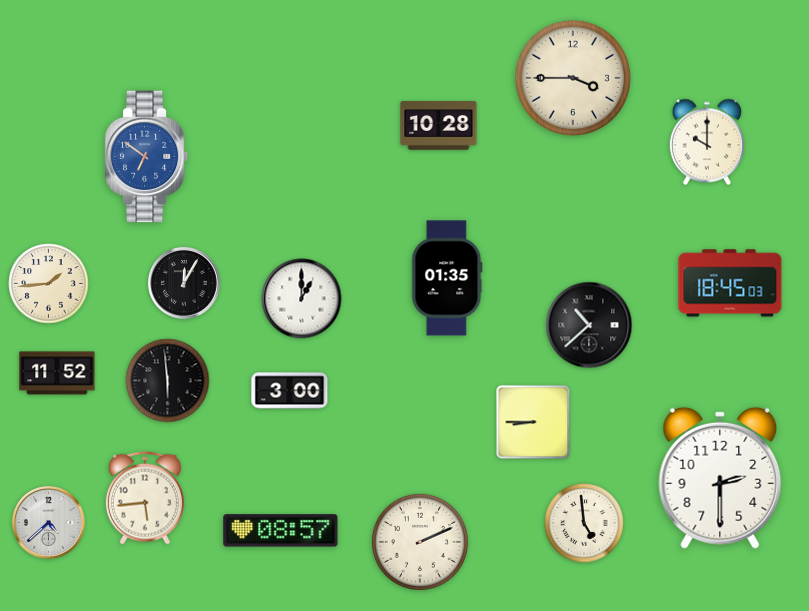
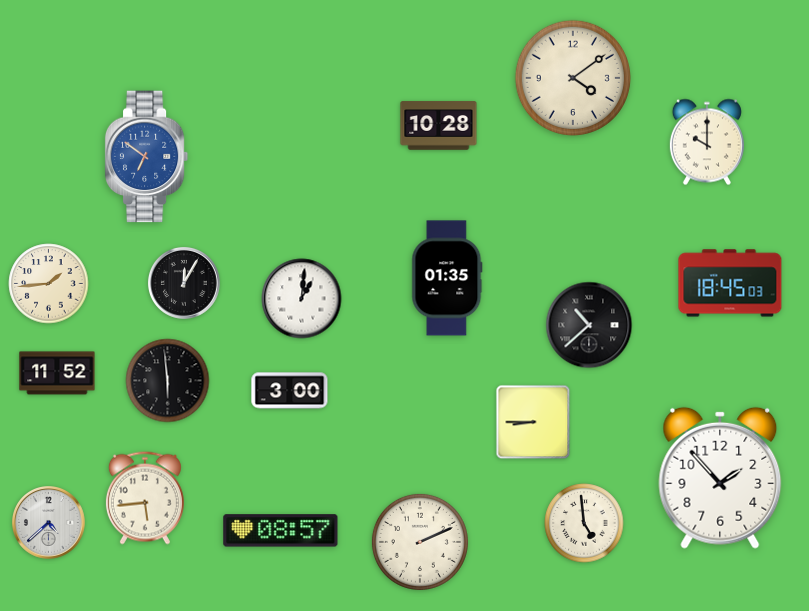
clock at (572, 77): 3:45 -> 4:09
clock at (302, 299): 1:00 -> 1:01
clock at (720, 478): 2:30 -> 1:53
